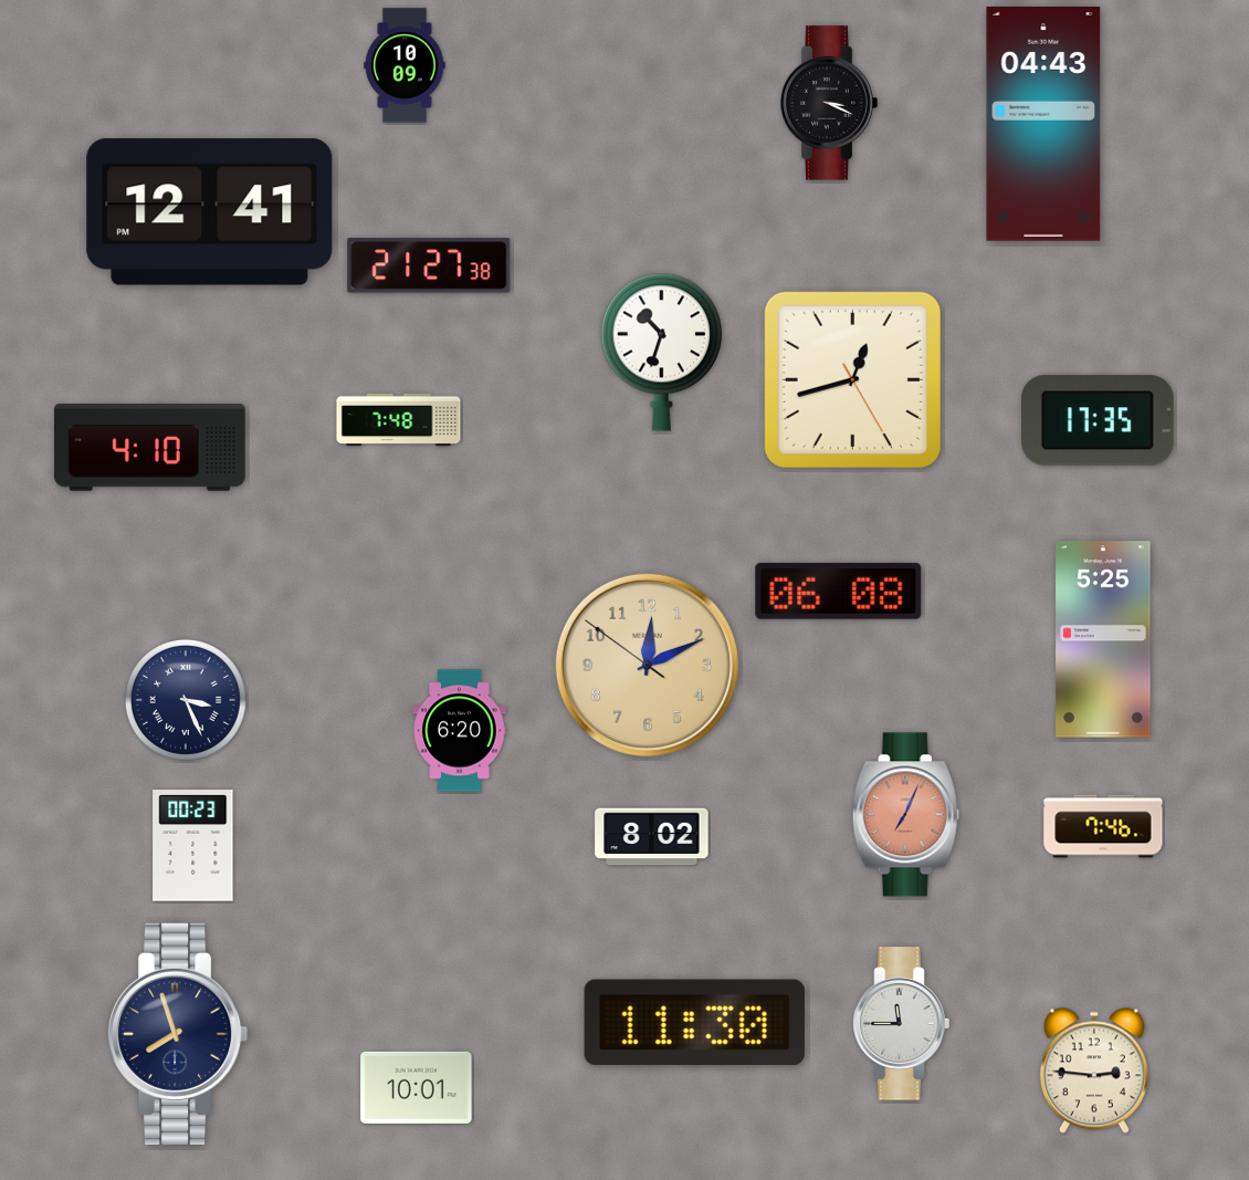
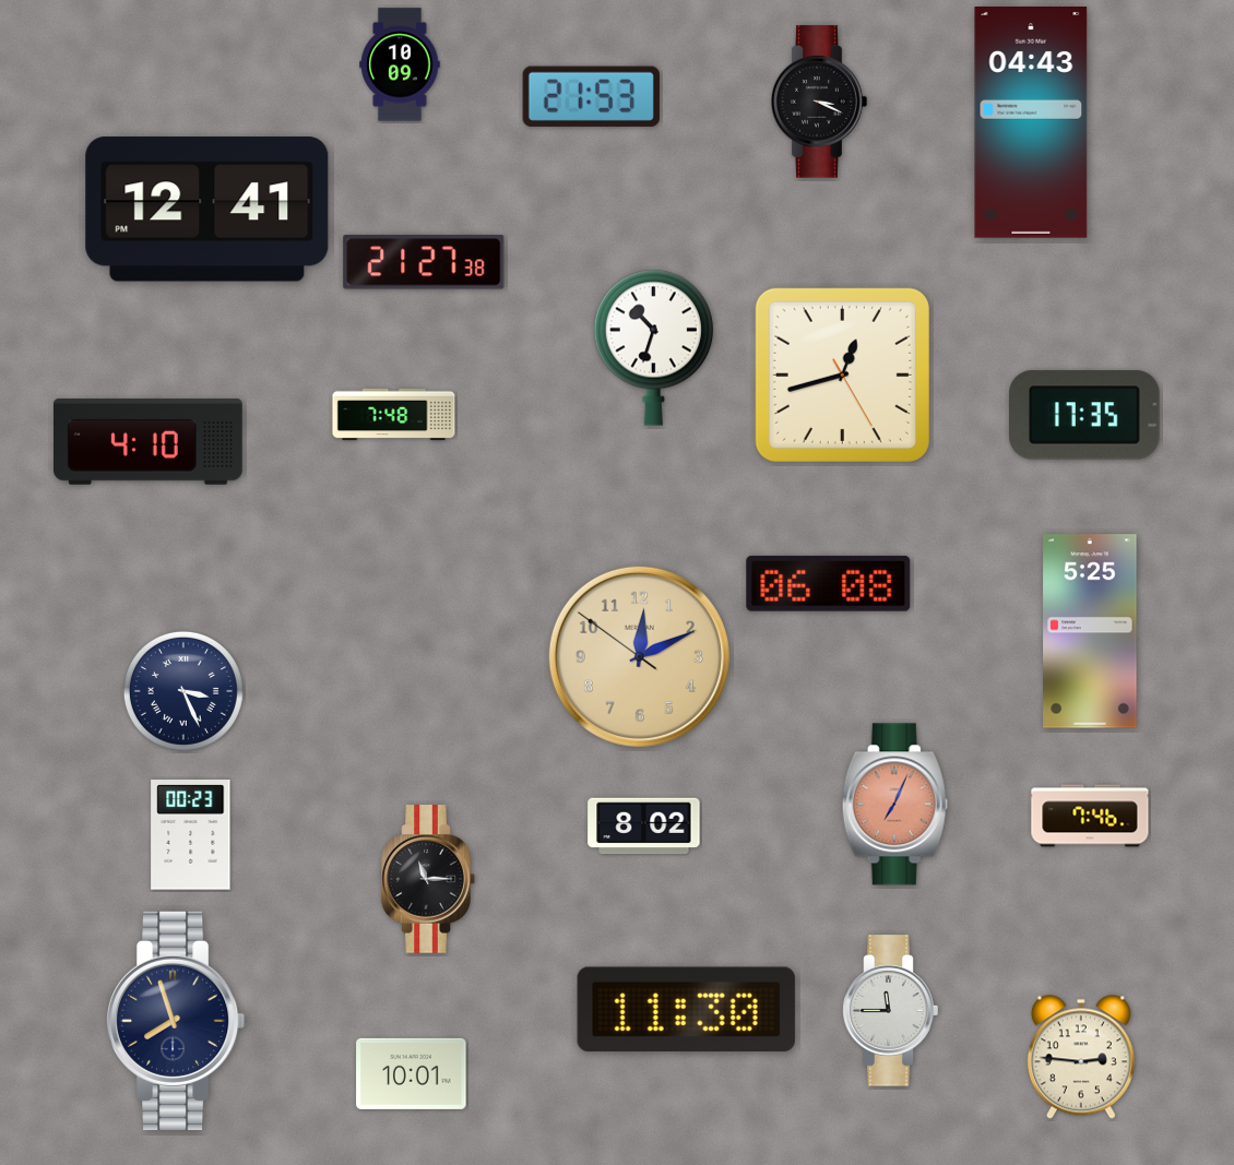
clock at (591, 96): none -> 21:53
clock at (460, 731): 6:20 -> none
clock at (428, 880): none -> 11:15
